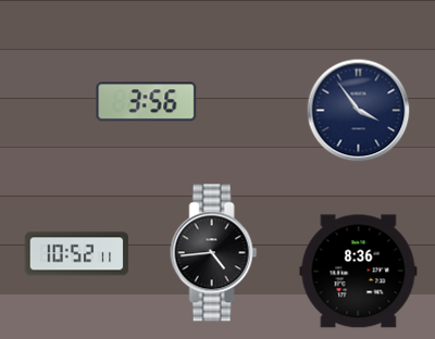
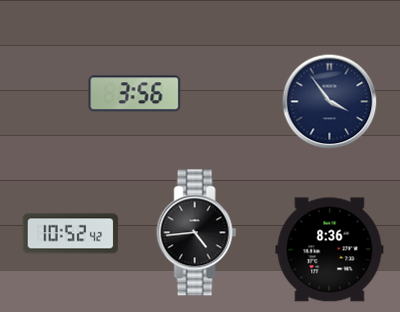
clock at (77, 254): 10:52:11 -> 10:52:42
